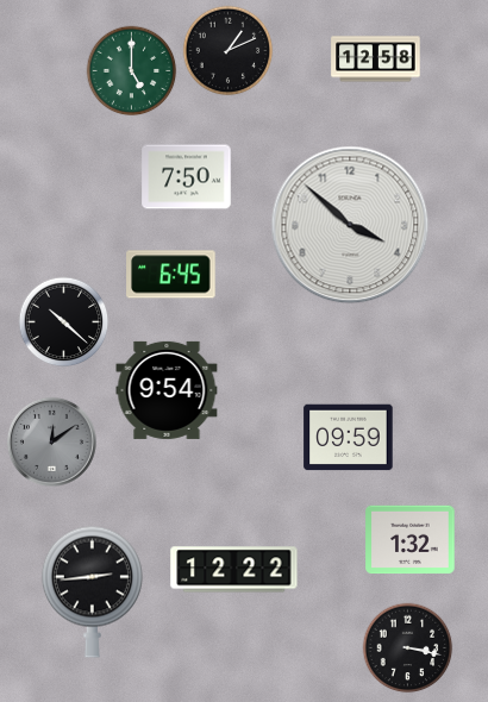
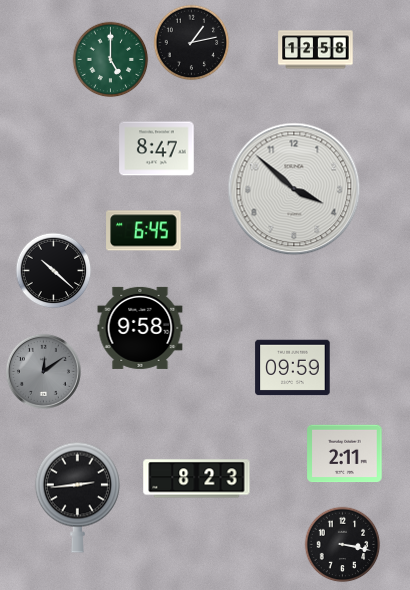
clock at (229, 51): 1:11 -> 1:13
clock at (187, 177): 7:50 -> 8:47
clock at (167, 390): 9:54 -> 9:58
clock at (411, 540): 1:32 -> 2:11
clock at (234, 570): 12:22 -> 8:23
